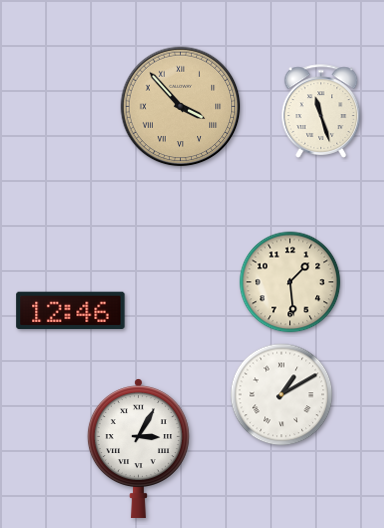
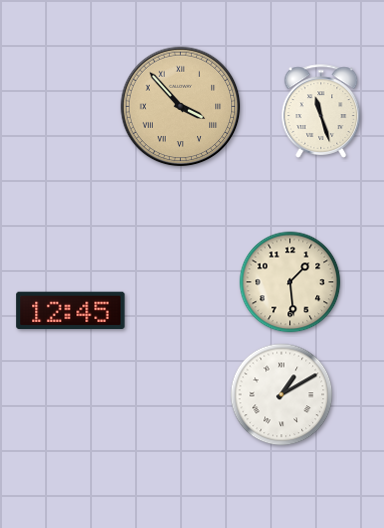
clock at (71, 311): 12:46 -> 12:45
clock at (138, 448): 3:05 -> none
